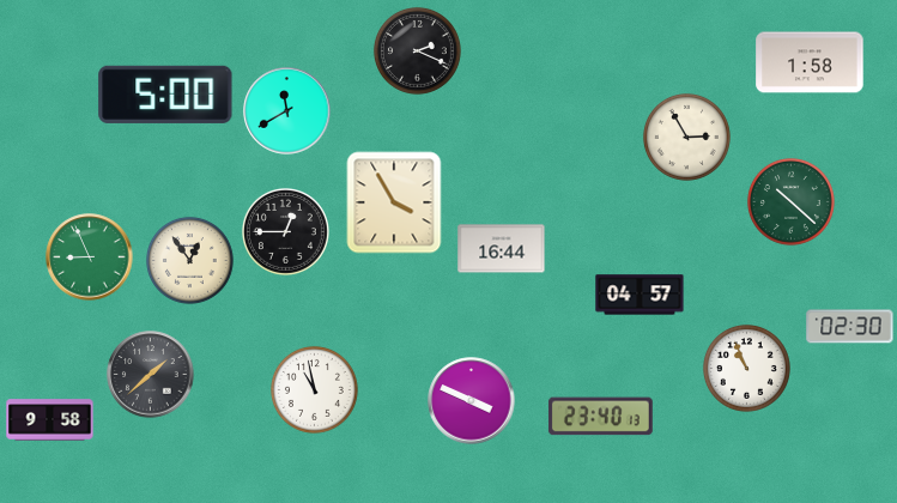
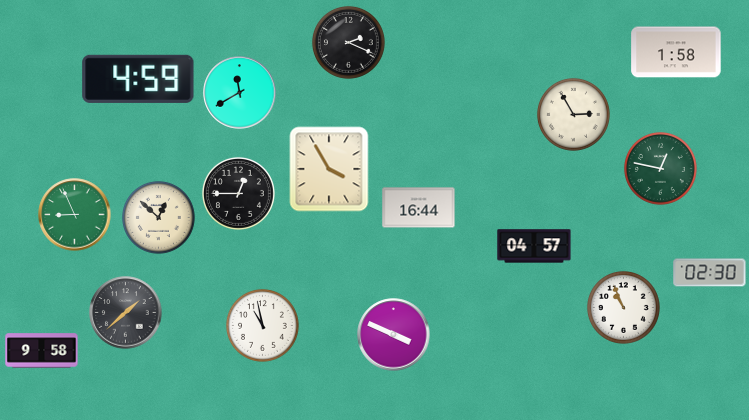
clock at (165, 95): 5:00 -> 4:59
clock at (790, 201): 10:22 -> 12:47
clock at (189, 260): 12:54 -> 12:52
clock at (600, 417): 23:40 -> none
